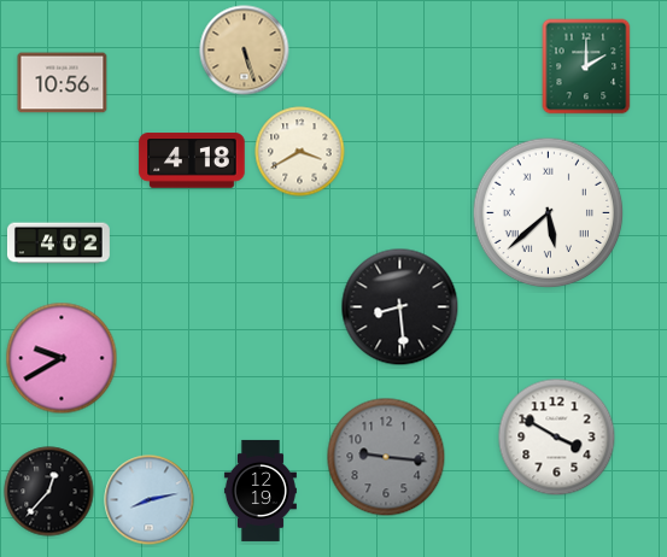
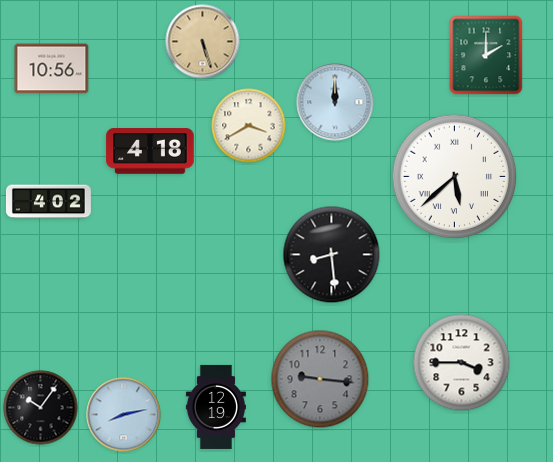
clock at (335, 102): none -> 12:00
clock at (192, 160) position: (192, 160) -> (150, 151)
clock at (62, 358): 9:40 -> none
clock at (557, 438): 3:50 -> 3:45
clock at (49, 492): 12:37 -> 10:06
